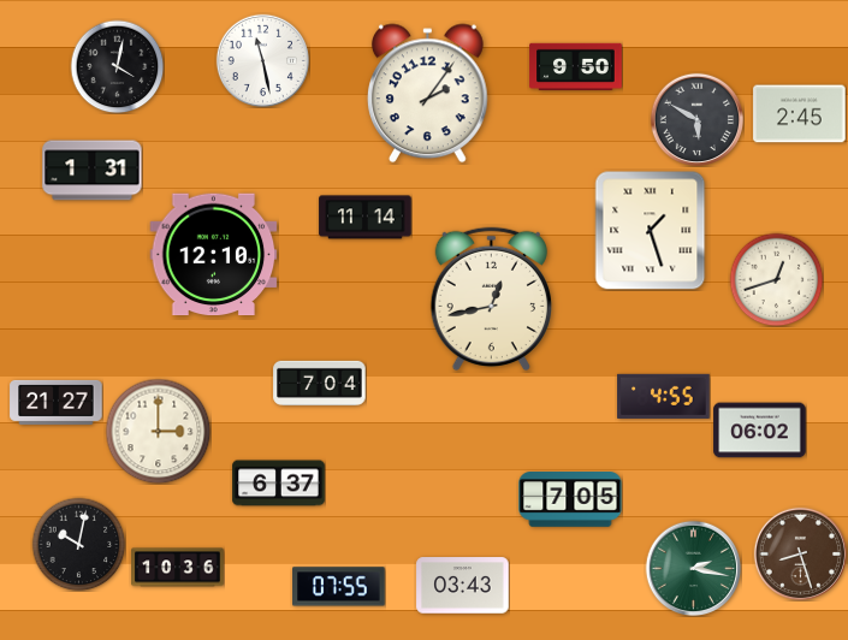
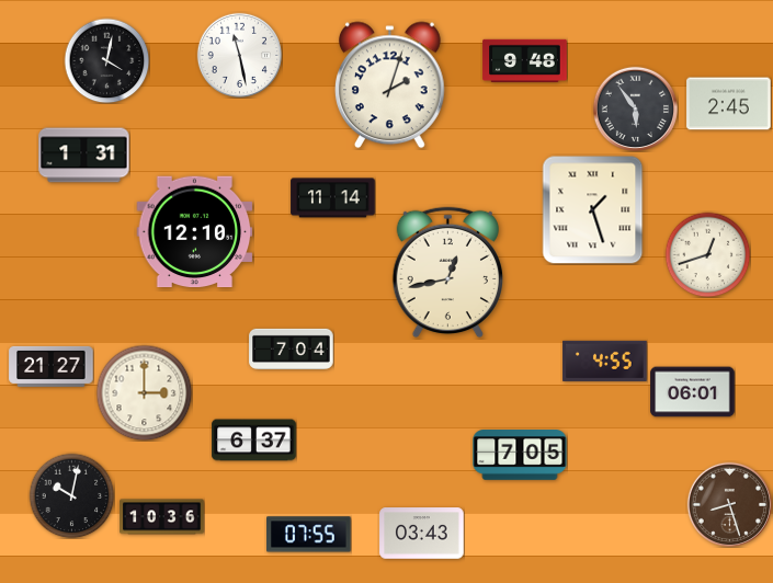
clock at (576, 66): 9:50 -> 9:48
clock at (427, 94): 2:06 -> 2:03
clock at (696, 119): 5:50 -> 5:54
clock at (760, 431): 06:02 -> 06:01
clock at (693, 568): 2:17 -> none
